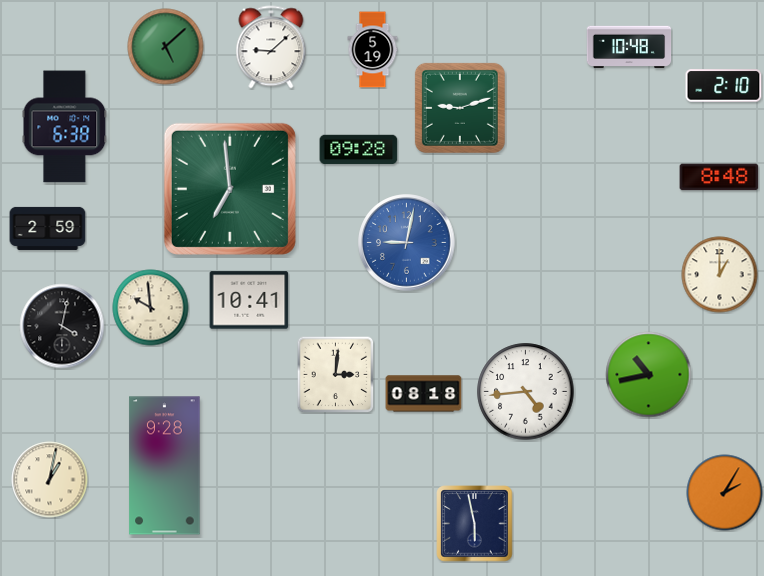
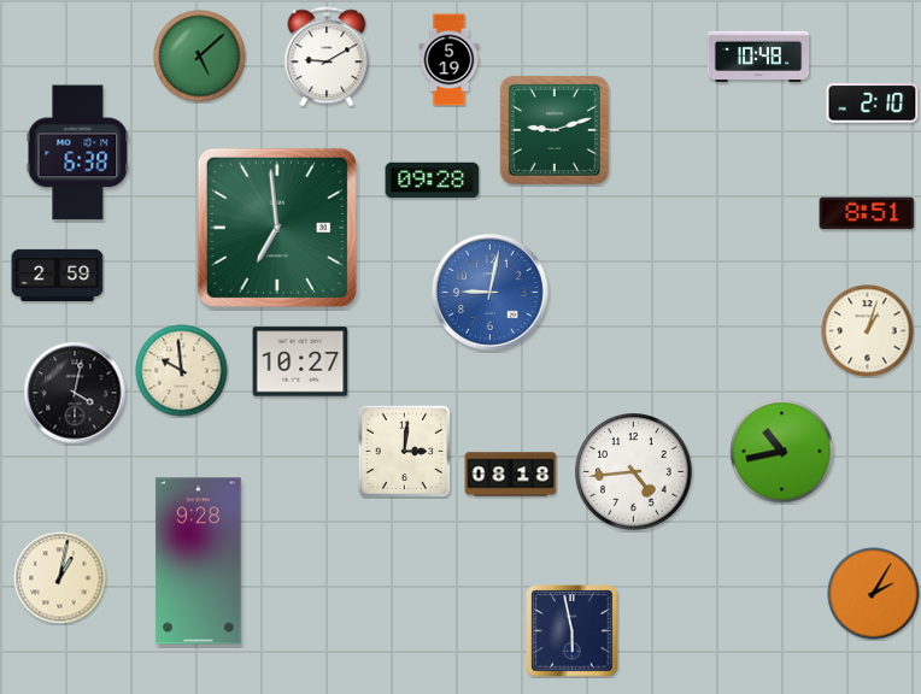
clock at (271, 47): 9:08 -> 9:10
clock at (719, 177): 8:48 -> 8:51
clock at (720, 275): 1:00 -> 1:03
clock at (249, 300): 10:41 -> 10:27
